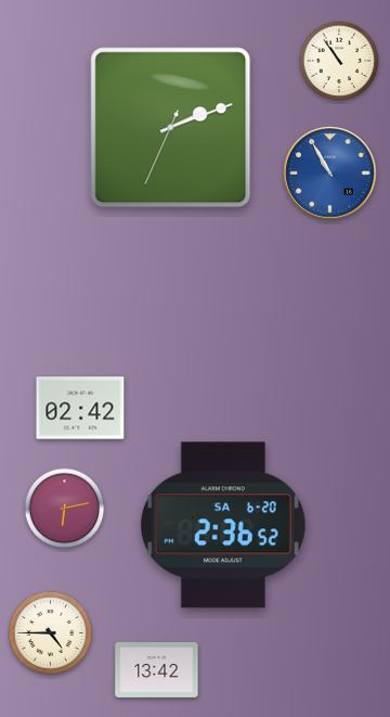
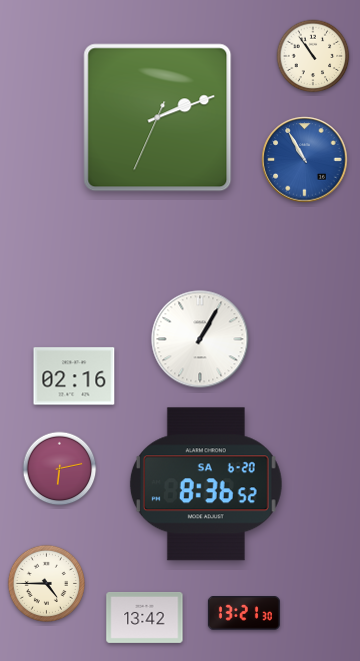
clock at (200, 339): none -> 1:05
clock at (80, 408): 02:42 -> 02:16
clock at (223, 525): 2:36 -> 8:36
clock at (244, 613): none -> 13:21
